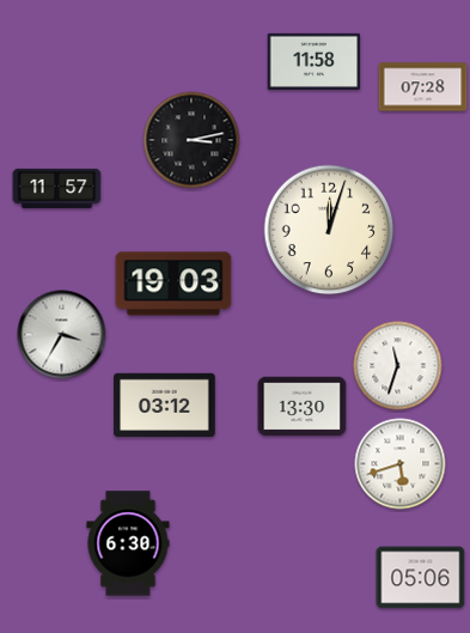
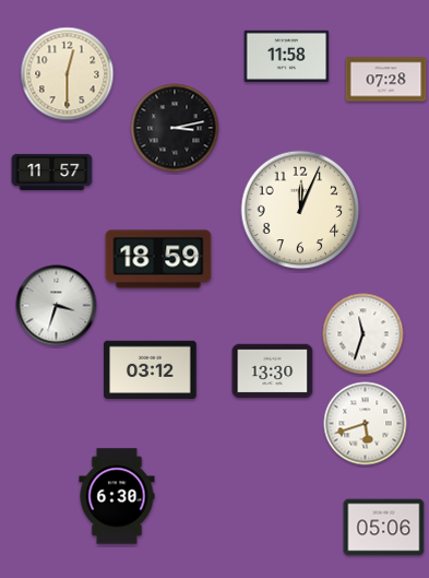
clock at (68, 74): none -> 12:30
clock at (329, 230): 12:03 -> 12:04
clock at (173, 284): 19:03 -> 18:59
clock at (62, 335): 3:35 -> 3:33
clock at (303, 407) position: (303, 407) -> (273, 371)
